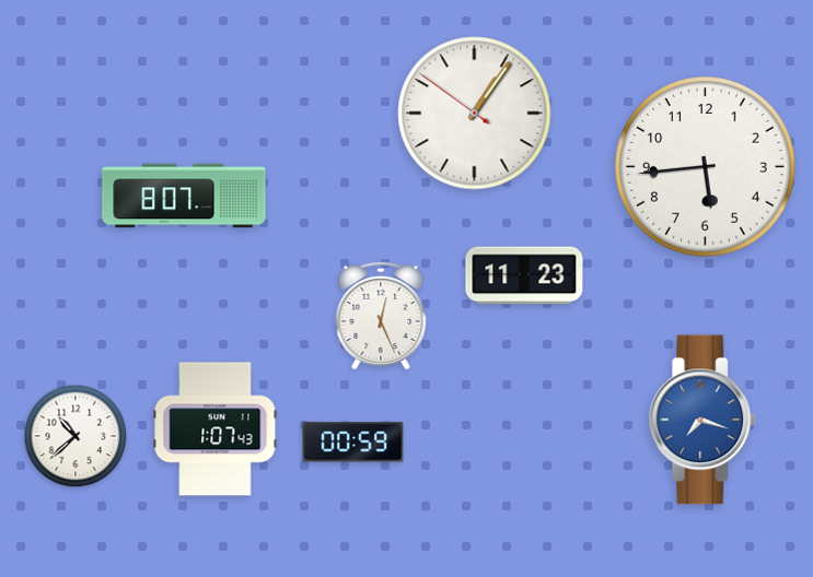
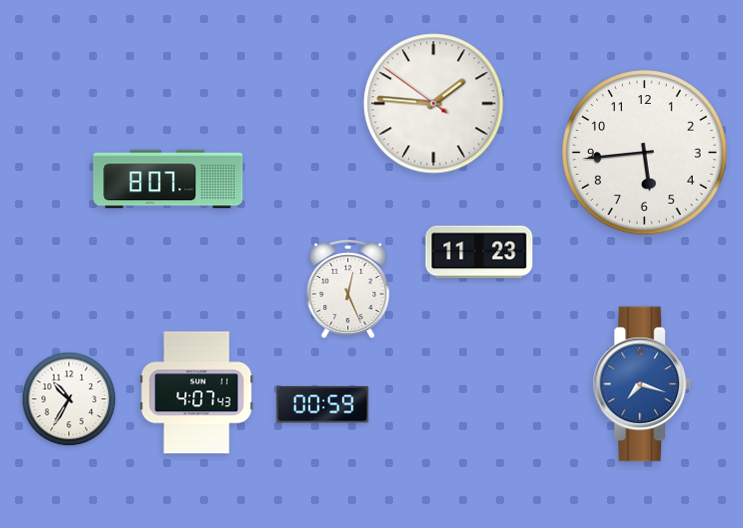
clock at (475, 114): 1:05 -> 1:45
clock at (216, 429): 1:07 -> 4:07
clock at (76, 436): 10:38 -> 10:35
